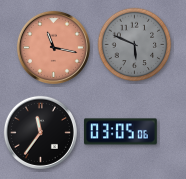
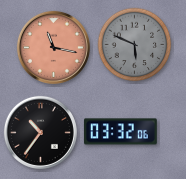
clock at (40, 132): 11:36 -> 10:36
clock at (120, 132): 03:05 -> 03:32
